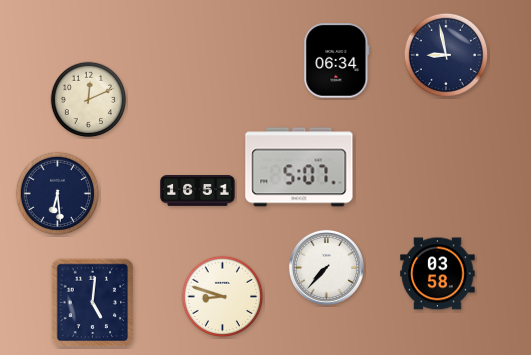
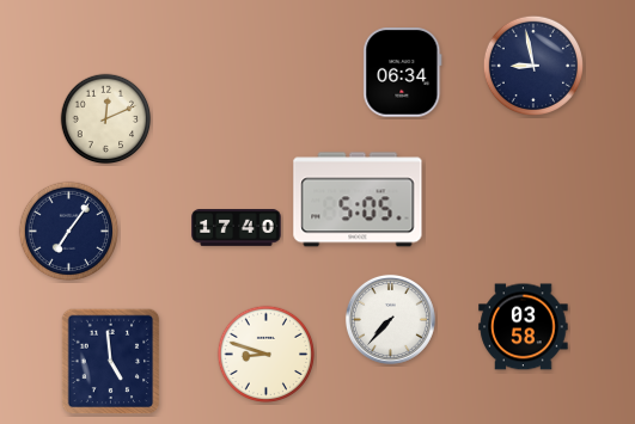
clock at (299, 167): 5:07 -> 5:05
clock at (198, 191): 16:51 -> 17:40
clock at (57, 193): 6:29 -> 7:06
clock at (93, 303): 5:01 -> 4:59
